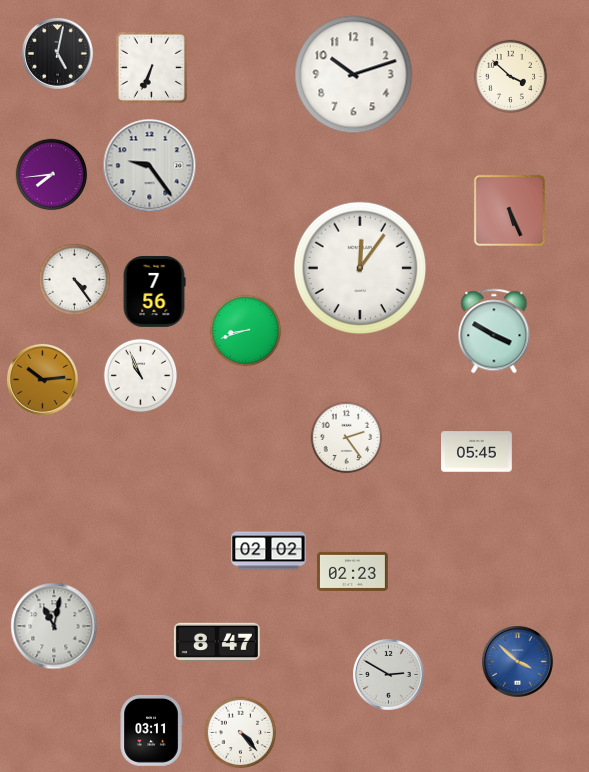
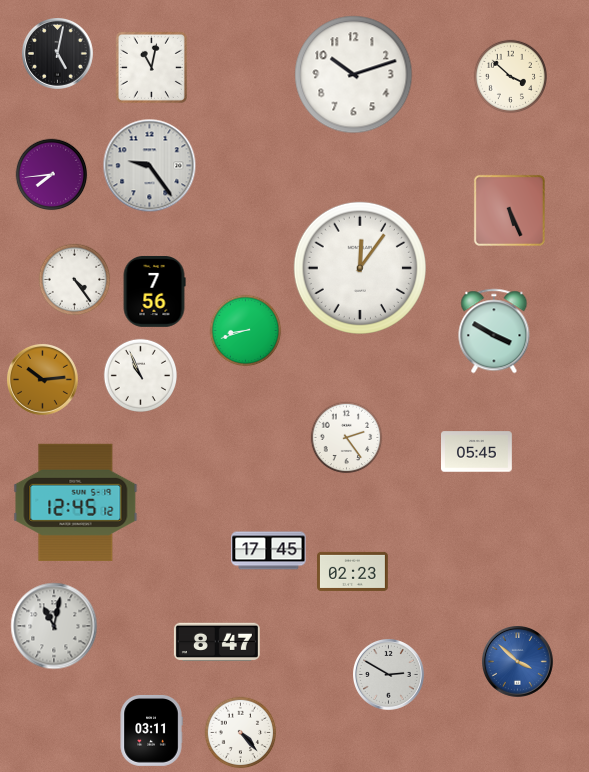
clock at (151, 67): 6:34 -> 11:02
clock at (76, 502): none -> 12:45
clock at (269, 551): 02:02 -> 17:45
